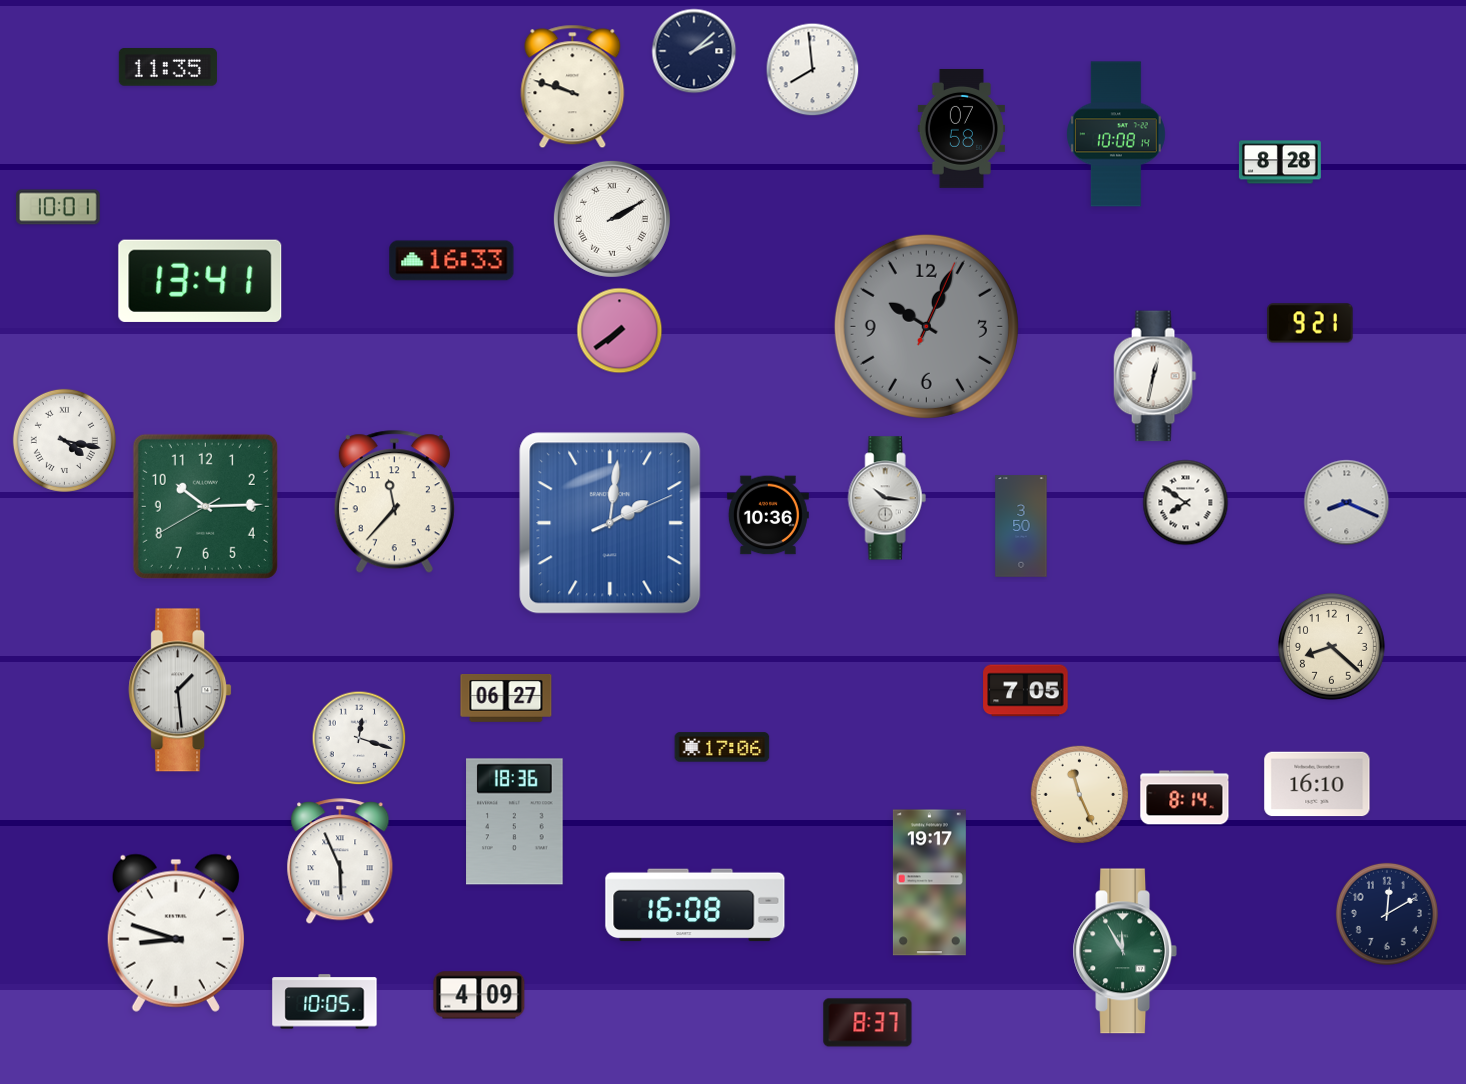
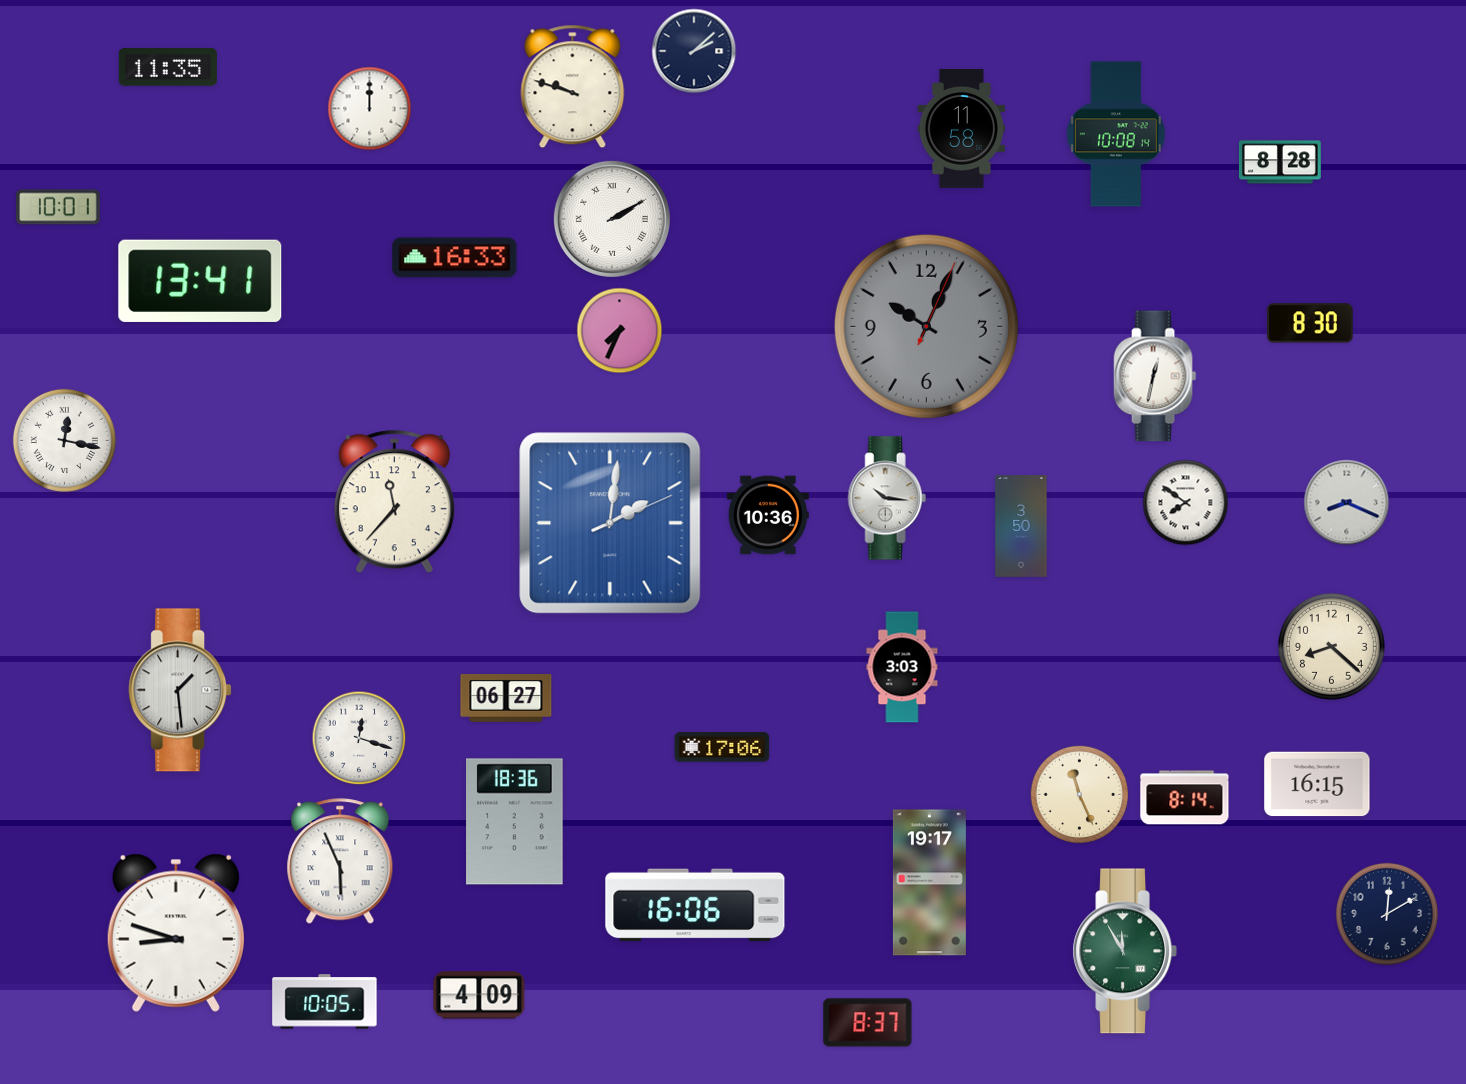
clock at (813, 70): 7:59 -> none
clock at (370, 109): none -> 12:00
clock at (961, 128): 07:58 -> 11:58
clock at (452, 261) position: (452, 261) -> (455, 258)
clock at (1310, 323): 9:21 -> 8:30
clock at (620, 331): 7:39 -> 7:34
clock at (64, 440): 4:17 -> 12:17
clock at (205, 506): 10:14 -> none
clock at (902, 667): none -> 3:03
clock at (1026, 691): 7:05 -> none
clock at (1317, 784): 16:10 -> 16:15
clock at (695, 905): 16:08 -> 16:06
